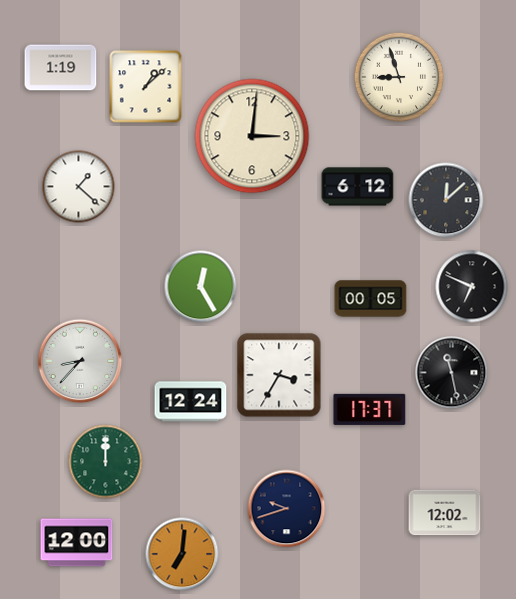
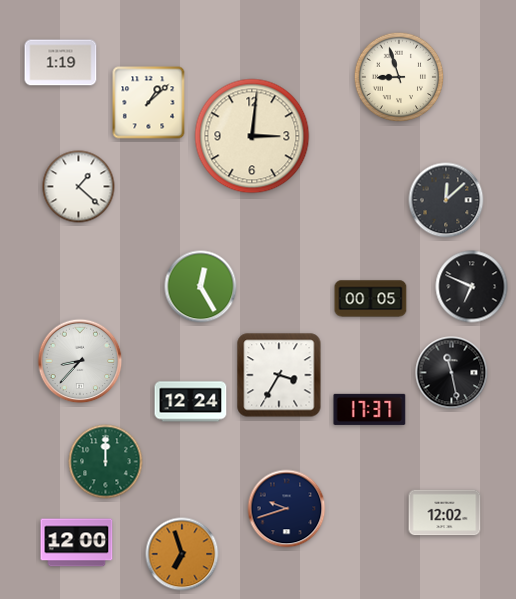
clock at (61, 68) position: (61, 68) -> (61, 63)
clock at (146, 87) position: (146, 87) -> (149, 103)
clock at (358, 187): 6:12 -> none
clock at (182, 554): 7:01 -> 6:57
